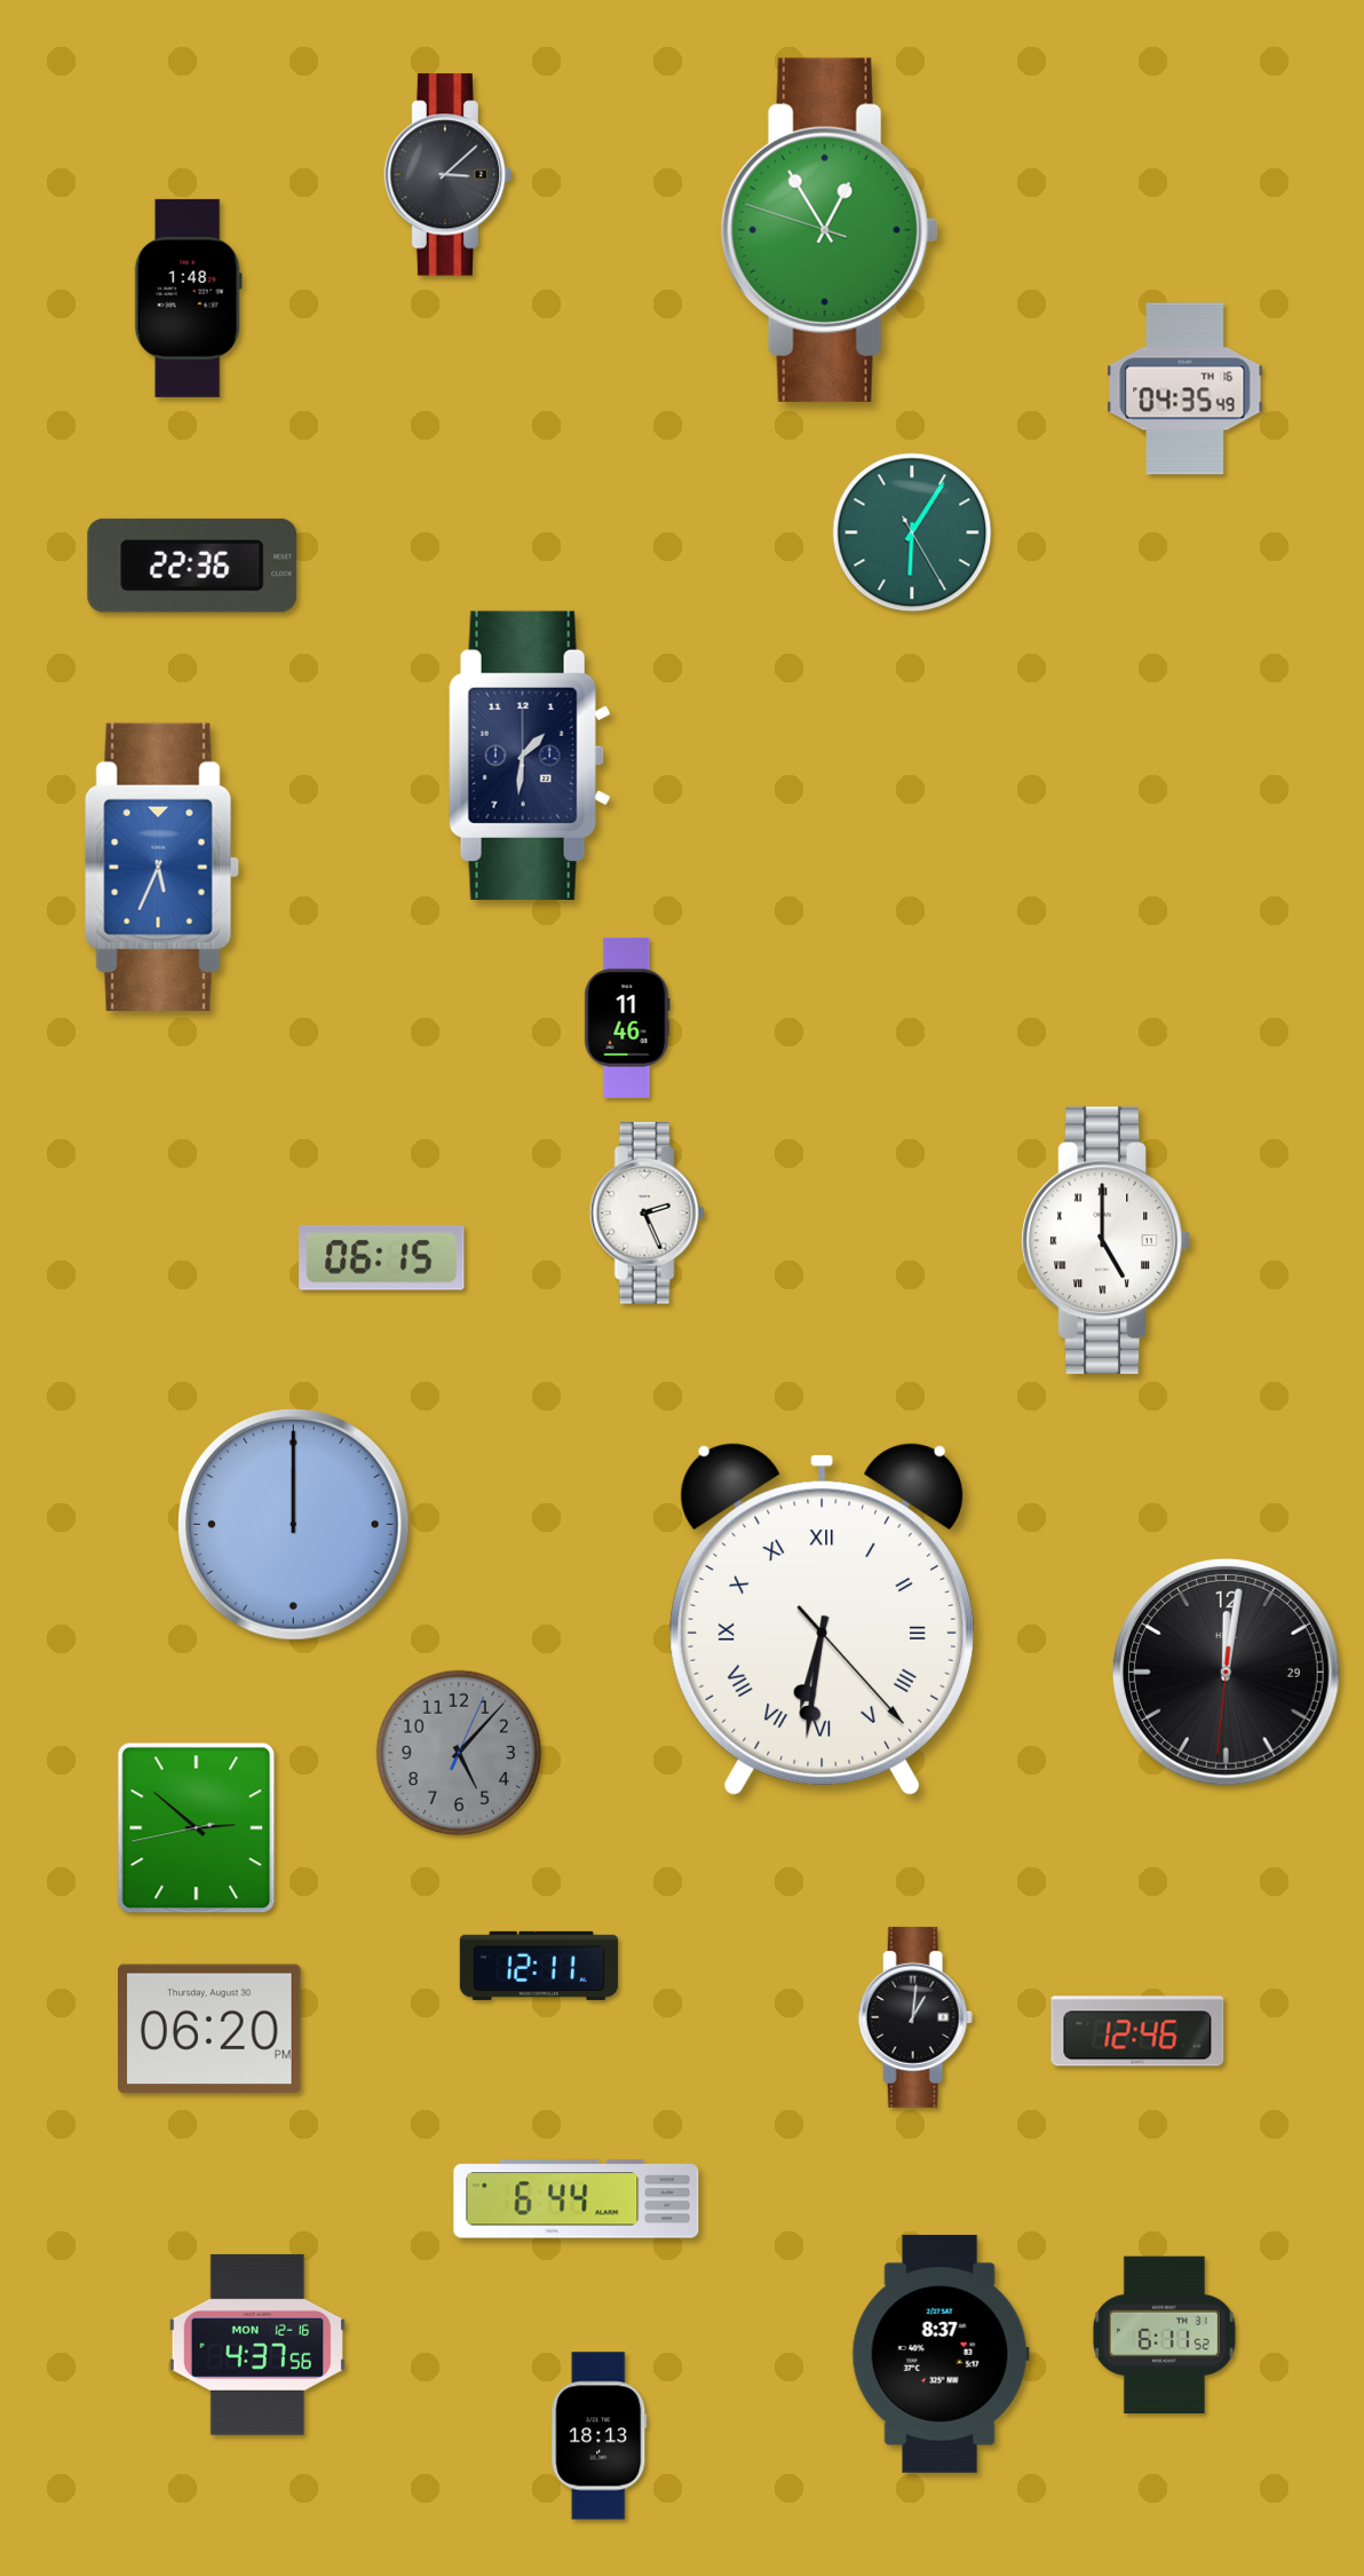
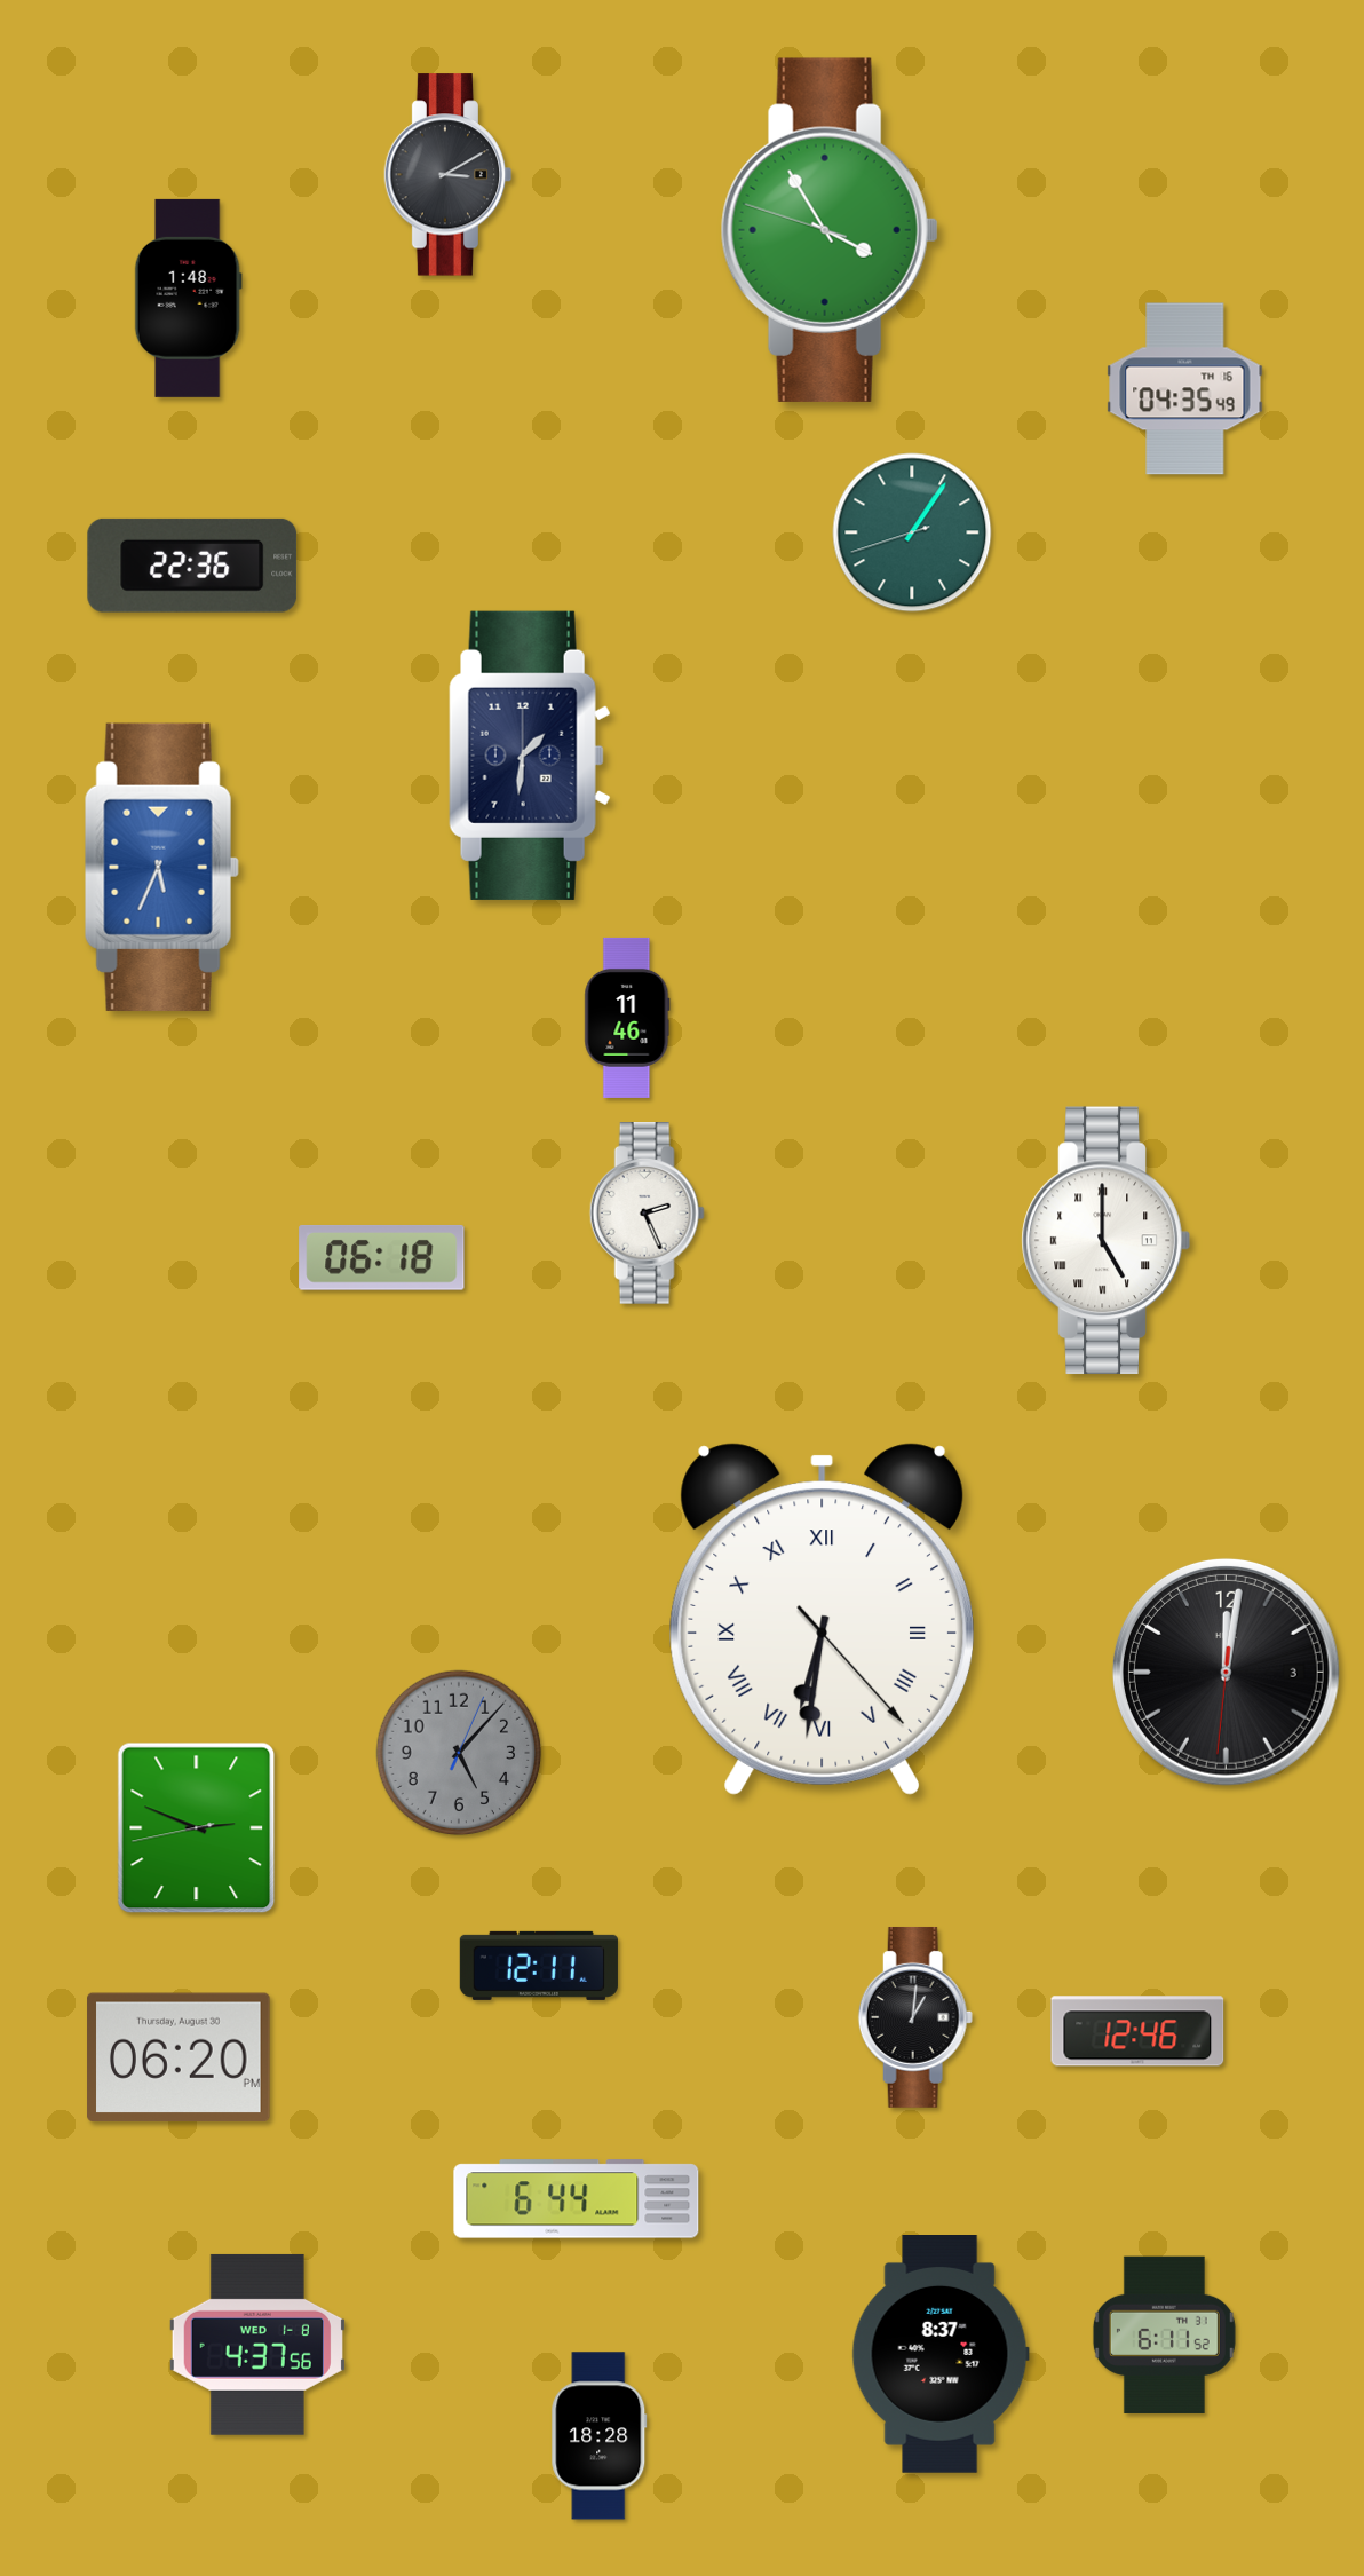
clock at (449, 175): 3:08 -> 3:10
clock at (830, 230): 12:54 -> 3:54
clock at (912, 532): 6:05 -> 1:05
clock at (382, 1257): 06:15 -> 06:18
clock at (294, 1525): 12:00 -> none
clock at (1226, 1672) date: 29 -> 3
clock at (197, 1828): 2:51 -> 2:48
clock at (209, 2029) position: (209, 2029) -> (179, 2057)
clock at (257, 2345) date: MON 12-16 -> WED 1-8
clock at (600, 2436): 18:13 -> 18:28
